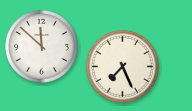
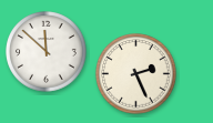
clock at (123, 67): 7:26 -> 2:26
